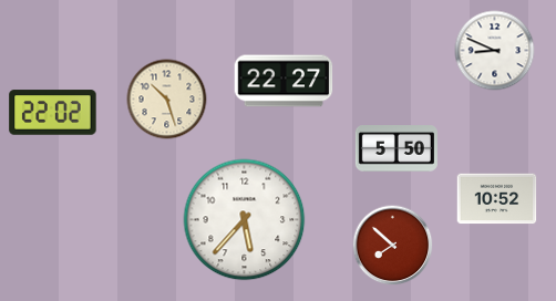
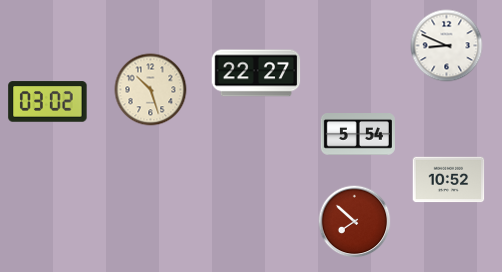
clock at (53, 113): 22:02 -> 03:02
clock at (397, 149): 5:50 -> 5:54
clock at (245, 220): 5:37 -> none
